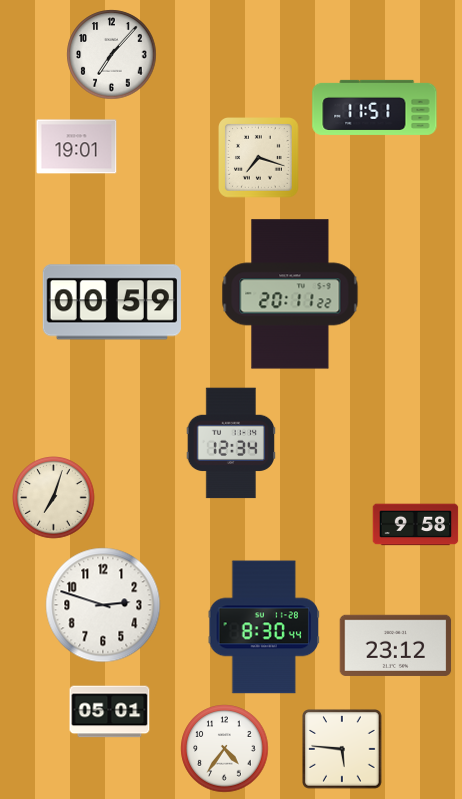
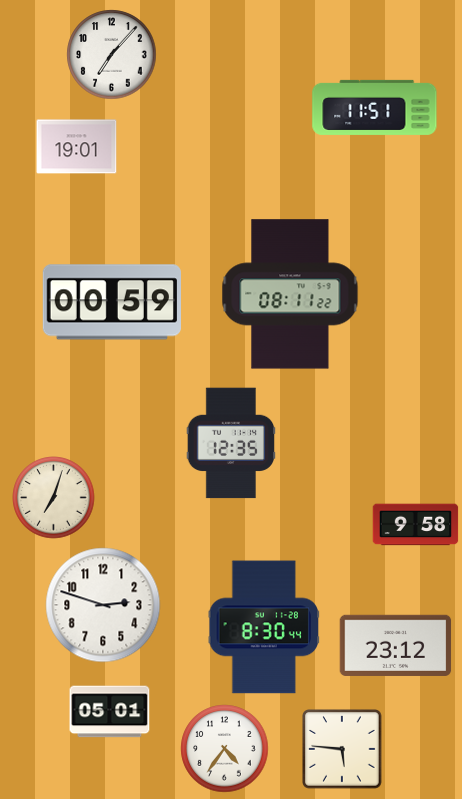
clock at (259, 158): 7:18 -> none
clock at (290, 294): 20:11 -> 08:11
clock at (231, 443): 12:34 -> 12:35
